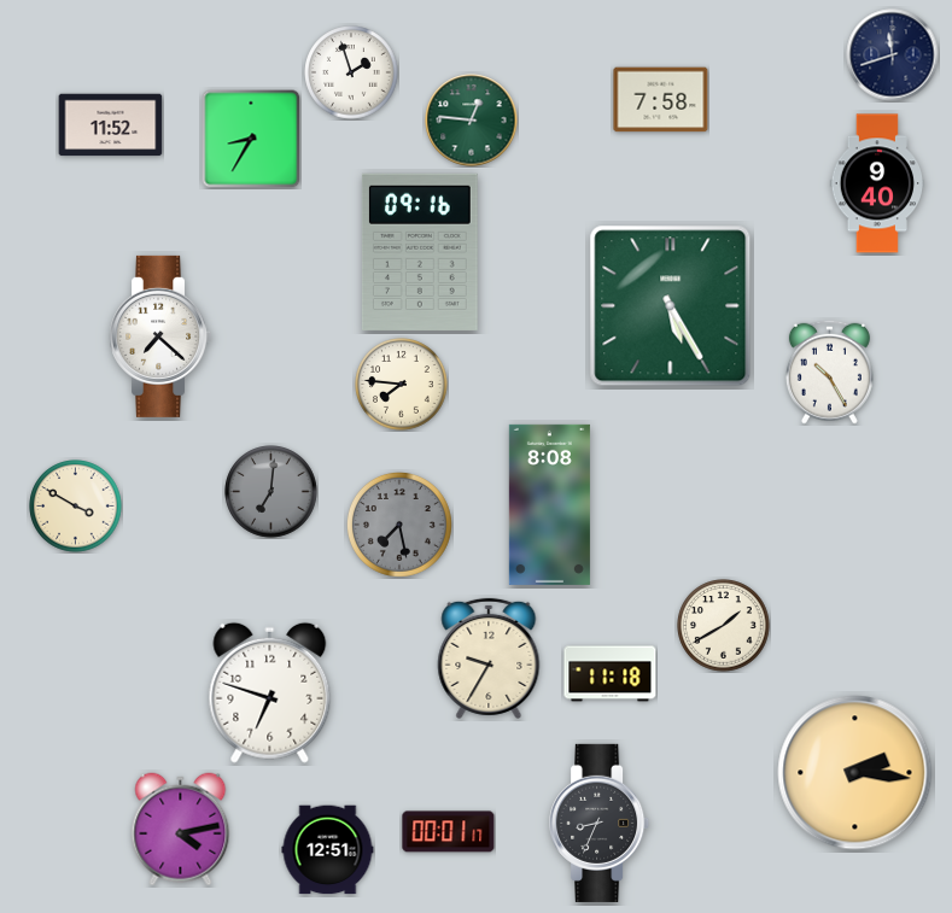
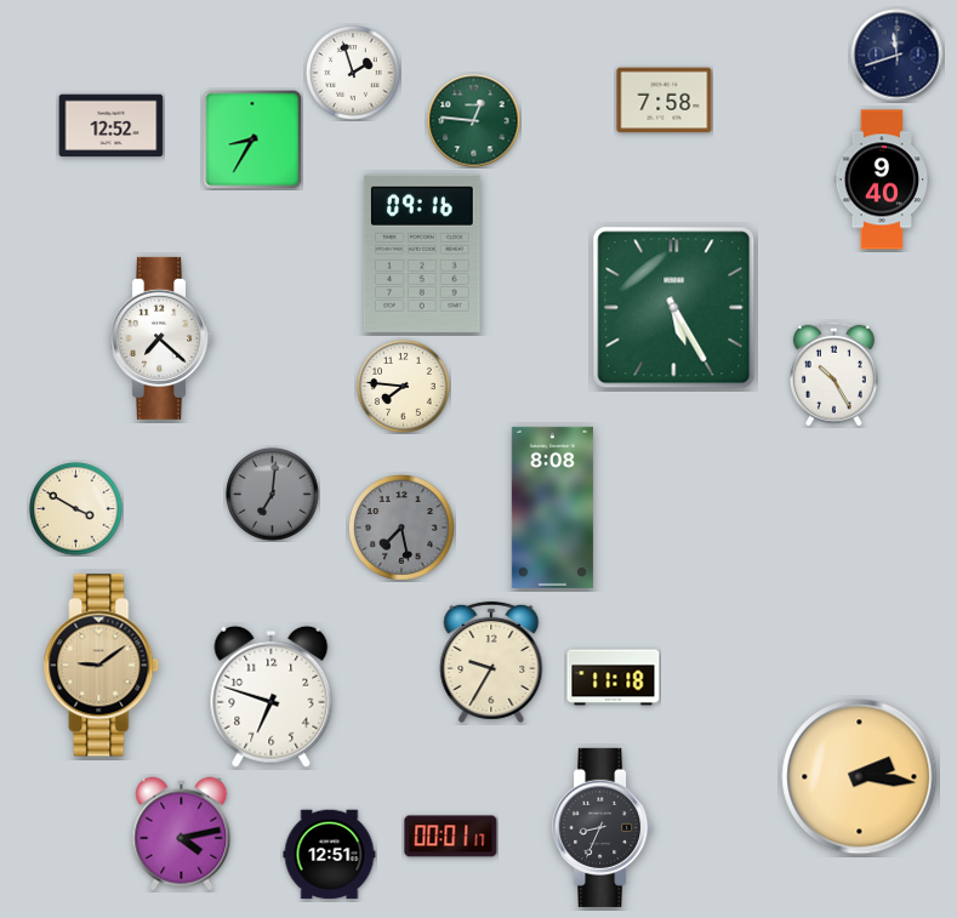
clock at (111, 125): 11:52 -> 12:52
clock at (877, 183) position: (877, 183) -> (882, 179)
clock at (724, 626): 1:40 -> none
clock at (102, 666): none -> 9:09
